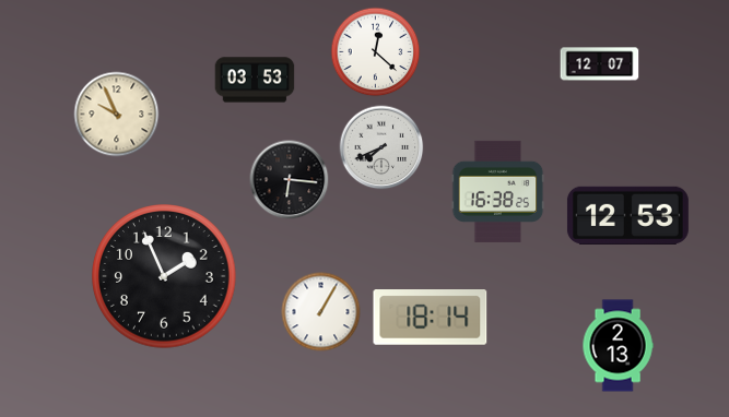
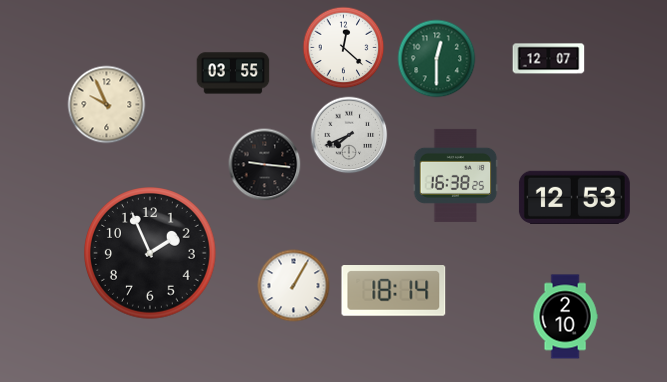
clock at (437, 59): none -> 12:30
clock at (255, 80): 03:53 -> 03:55
clock at (290, 180): 6:16 -> 9:16
clock at (618, 346): 2:13 -> 2:10
